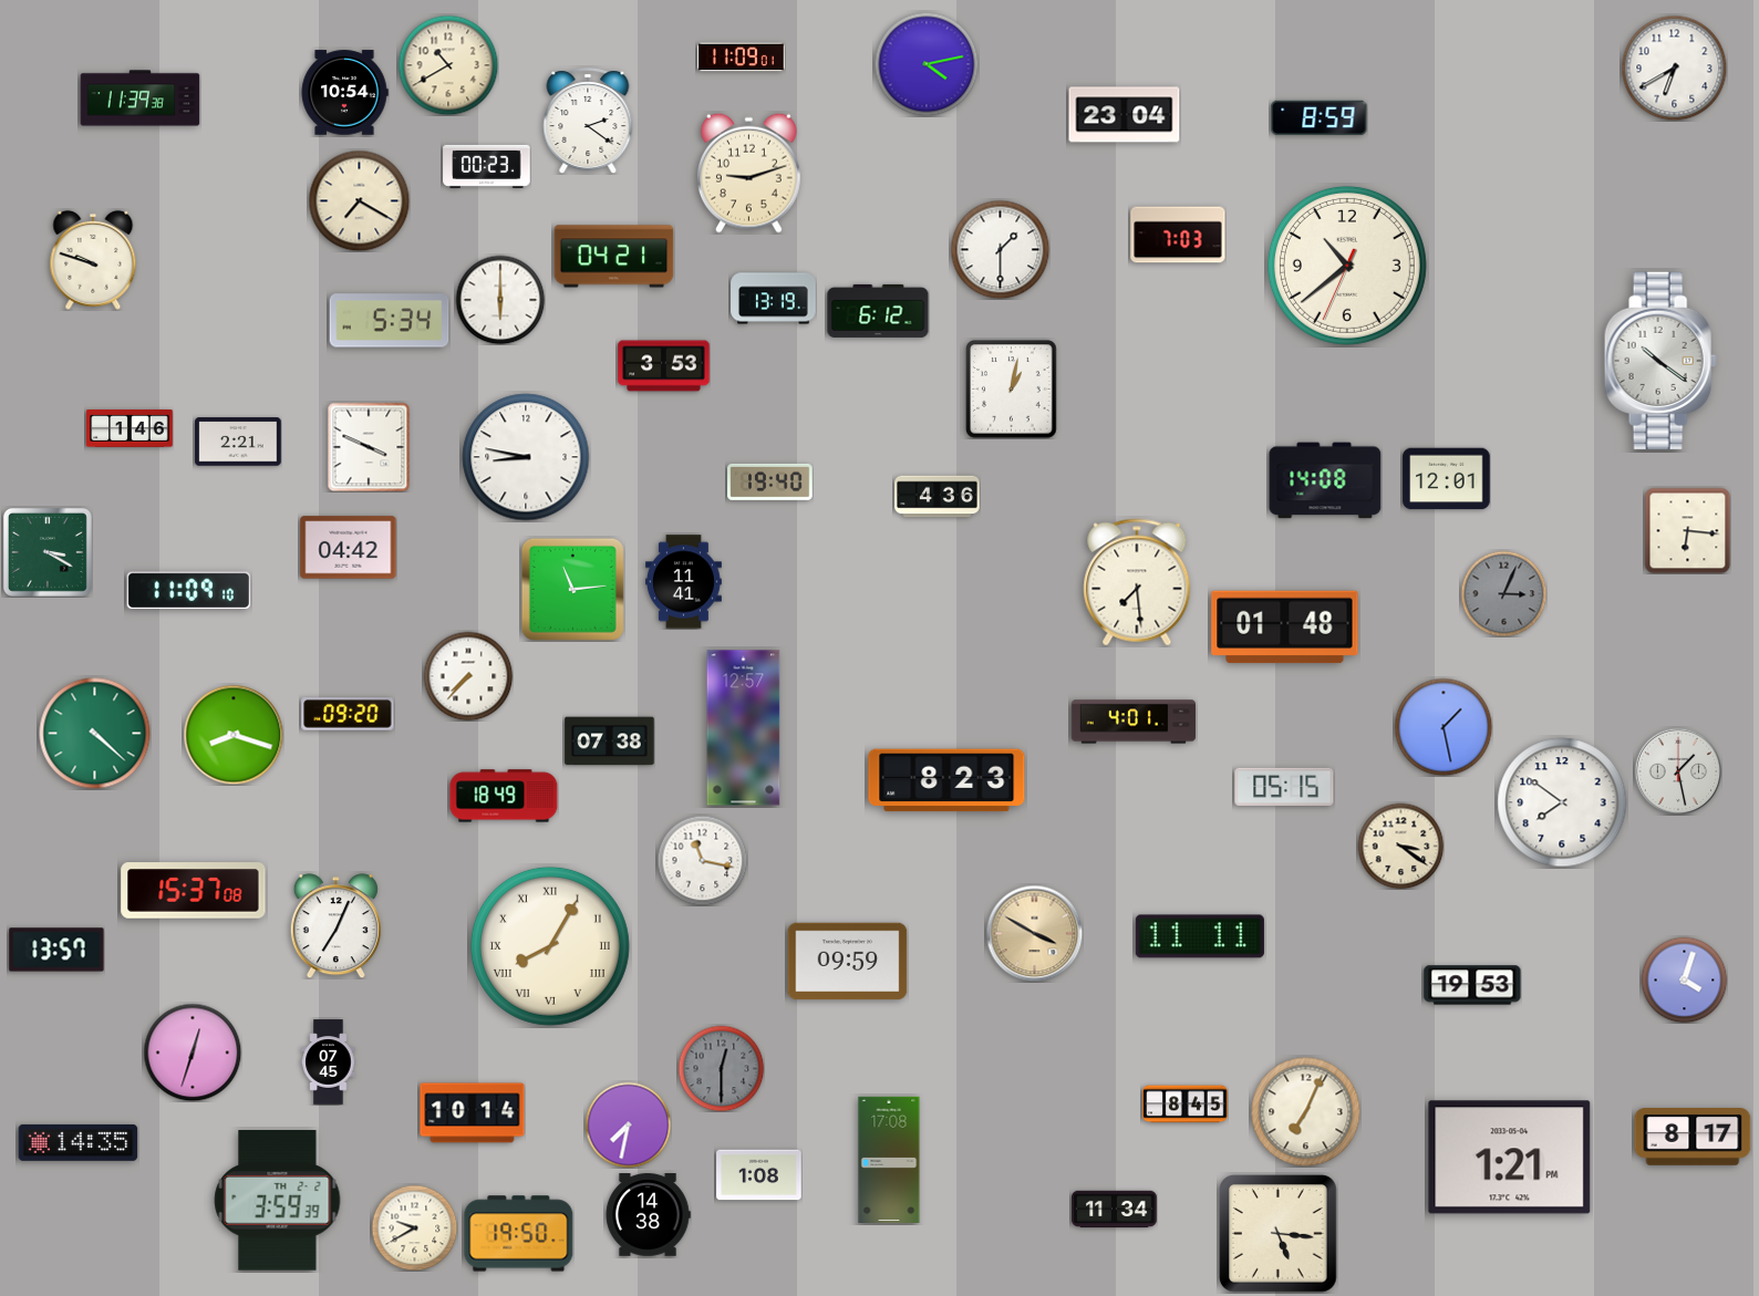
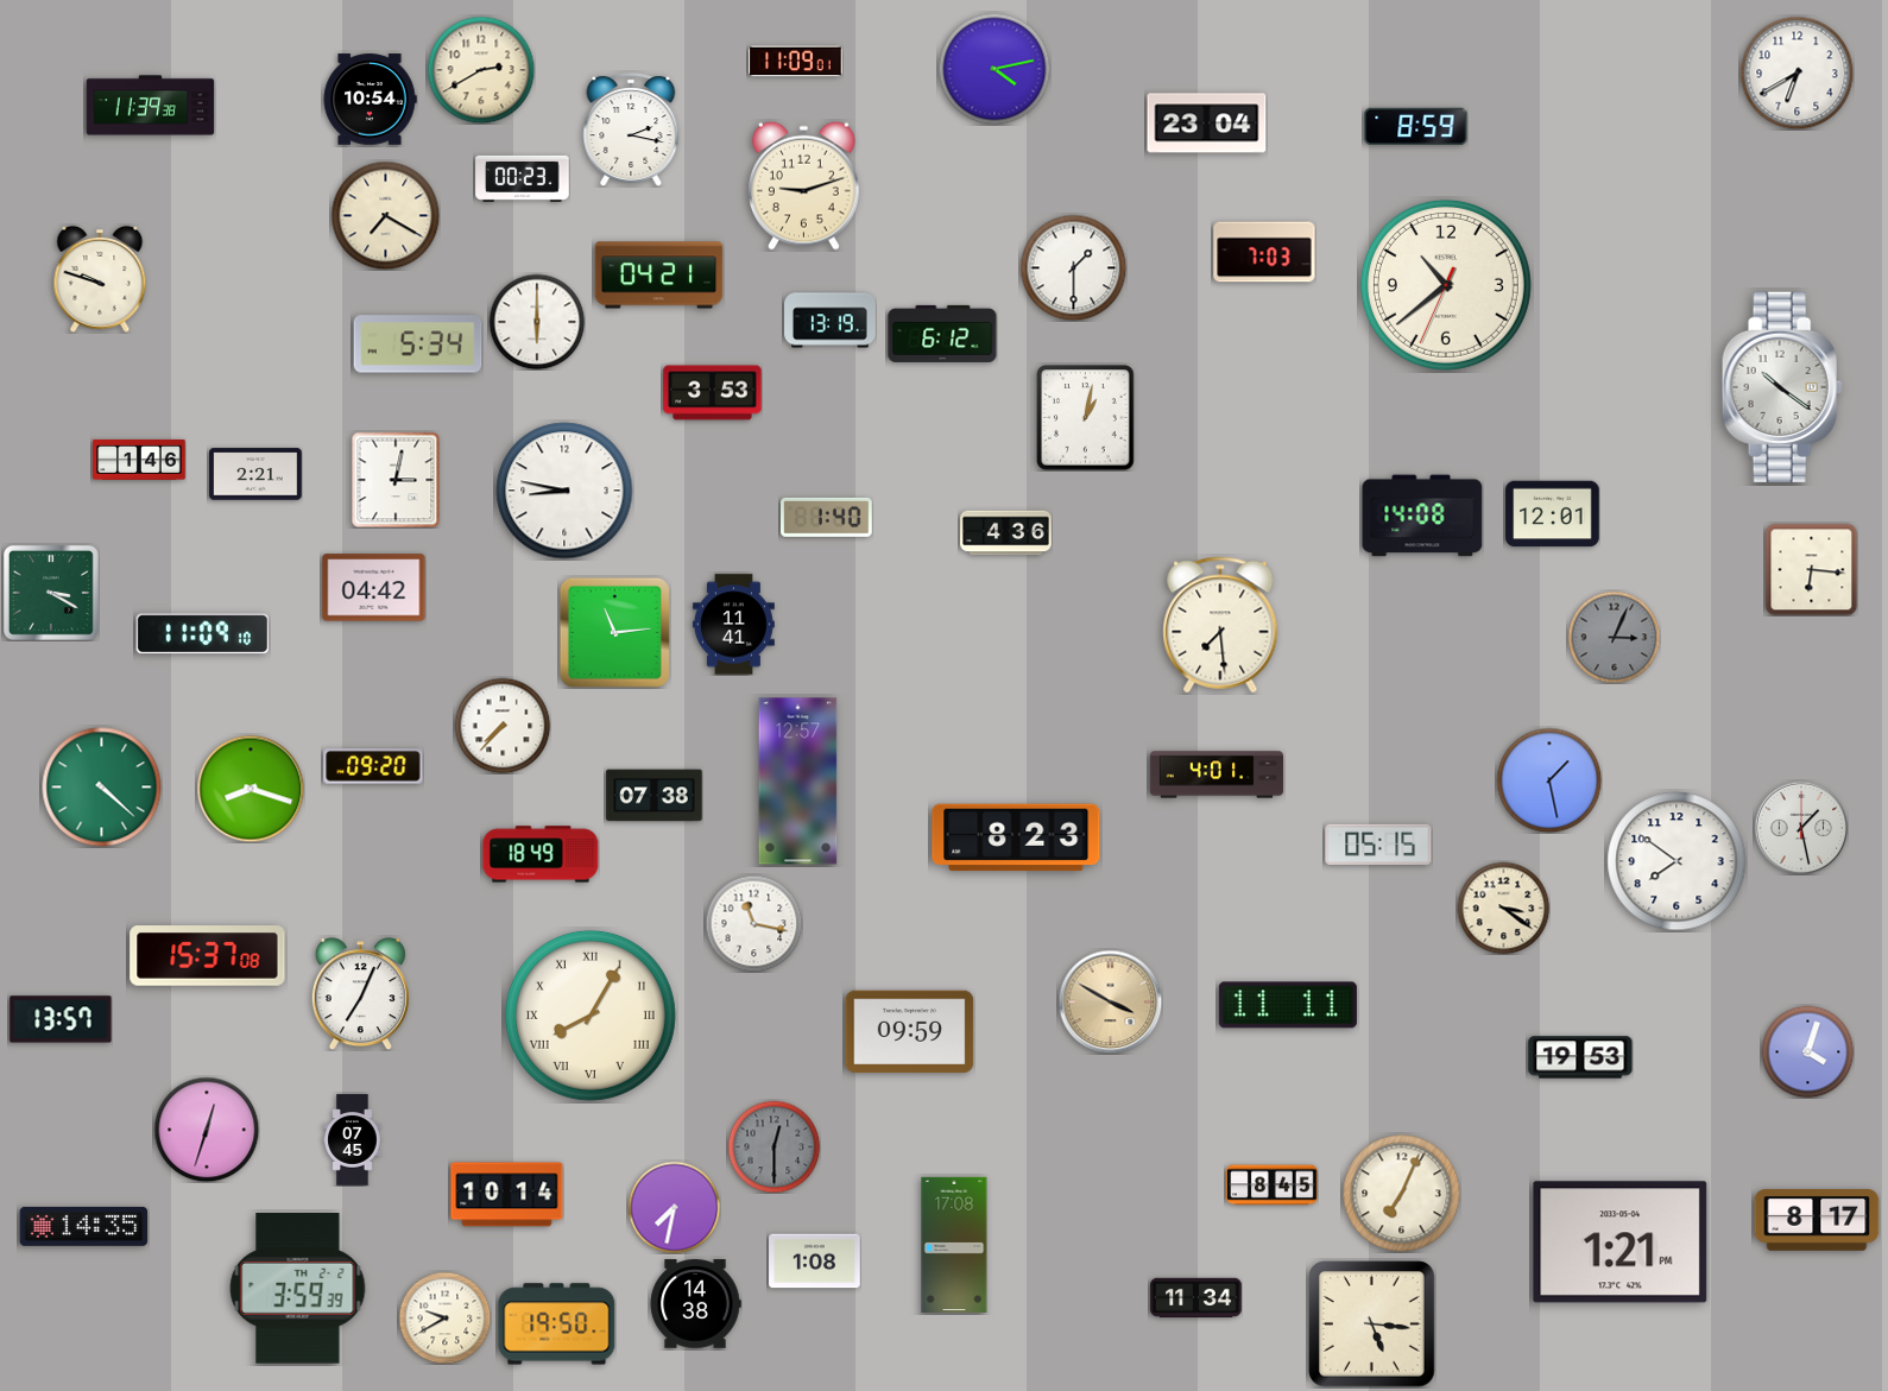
clock at (448, 65): 10:40 -> 2:40
clock at (588, 121): 2:21 -> 2:17
clock at (369, 447): 3:49 -> 3:02
clock at (770, 481): 19:40 -> 1:40
clock at (1285, 628): 01:48 -> none
